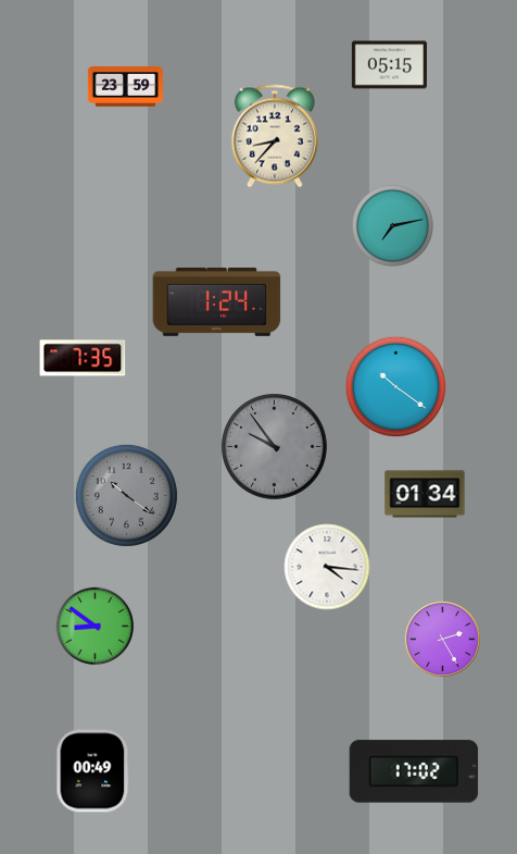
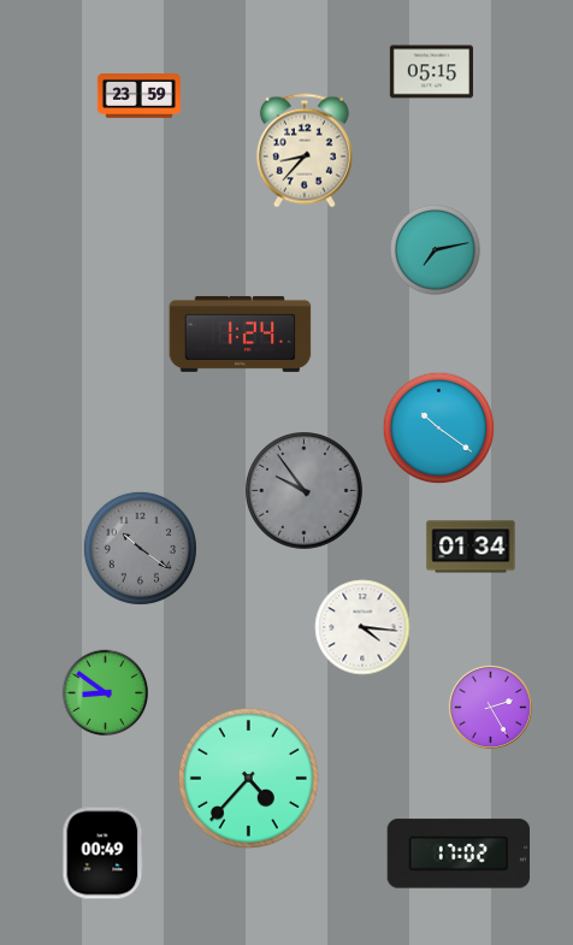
clock at (83, 358): 7:35 -> none
clock at (275, 447) position: (275, 447) -> (305, 491)
clock at (248, 778): none -> 4:37
